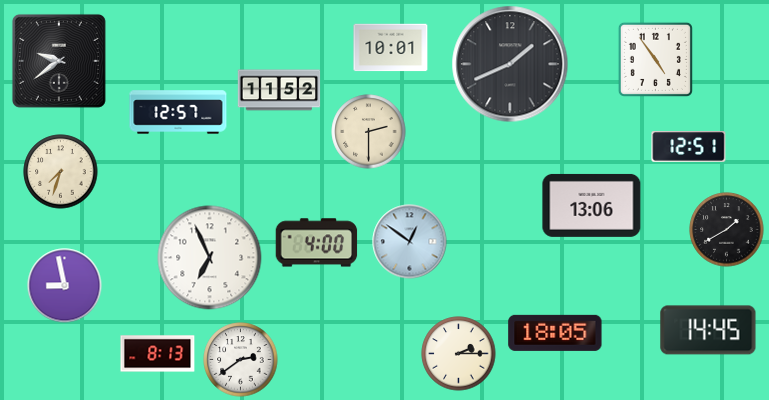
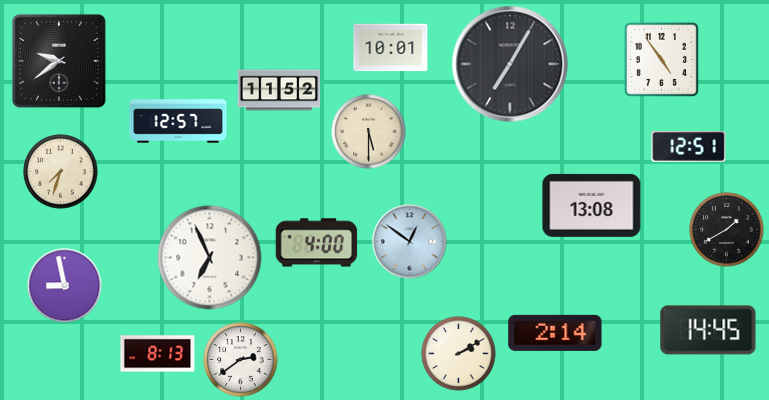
clock at (655, 59) position: (655, 59) -> (661, 59)
clock at (510, 64): 1:41 -> 7:05
clock at (178, 112) position: (178, 112) -> (178, 121)
clock at (369, 132): 2:30 -> 5:30
clock at (592, 205): 13:06 -> 13:08
clock at (555, 333): 18:05 -> 2:14
clock at (459, 354): 2:15 -> 2:10
